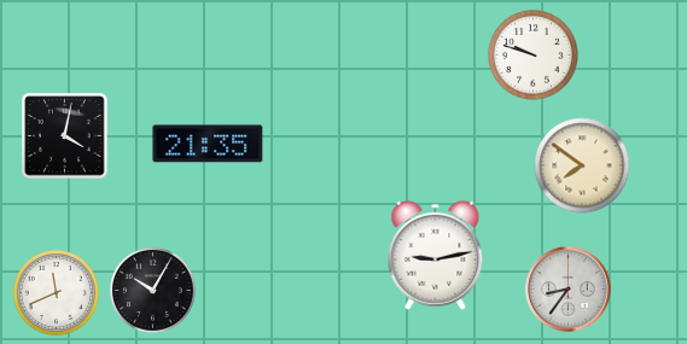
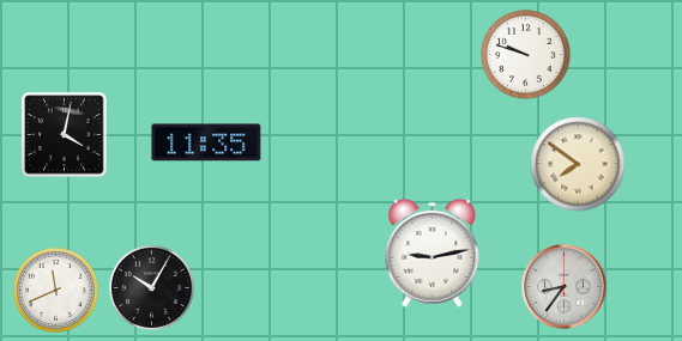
clock at (534, 56) position: (534, 56) -> (526, 55)
clock at (208, 144): 21:35 -> 11:35
